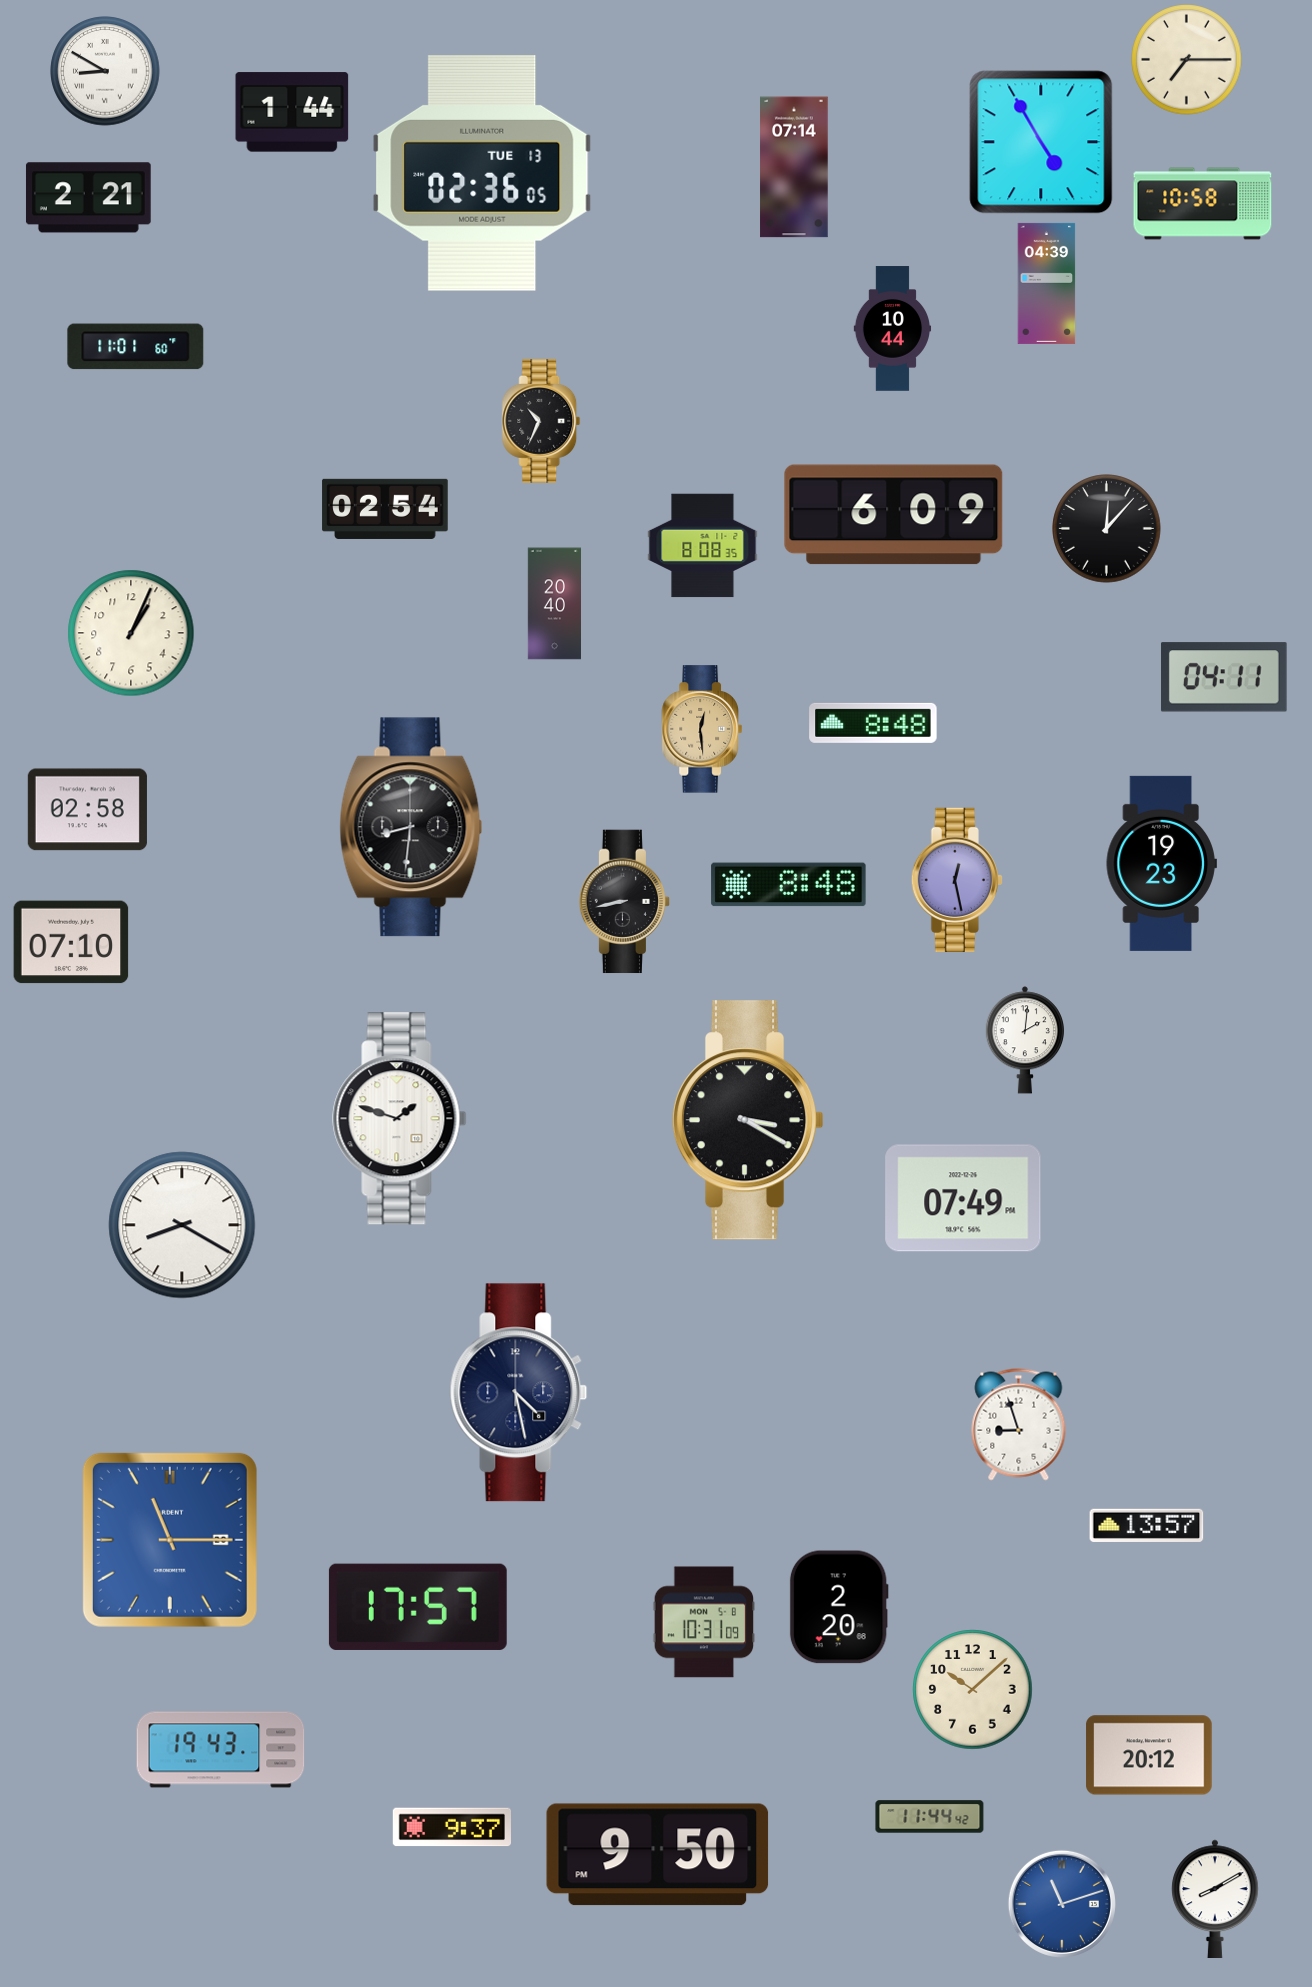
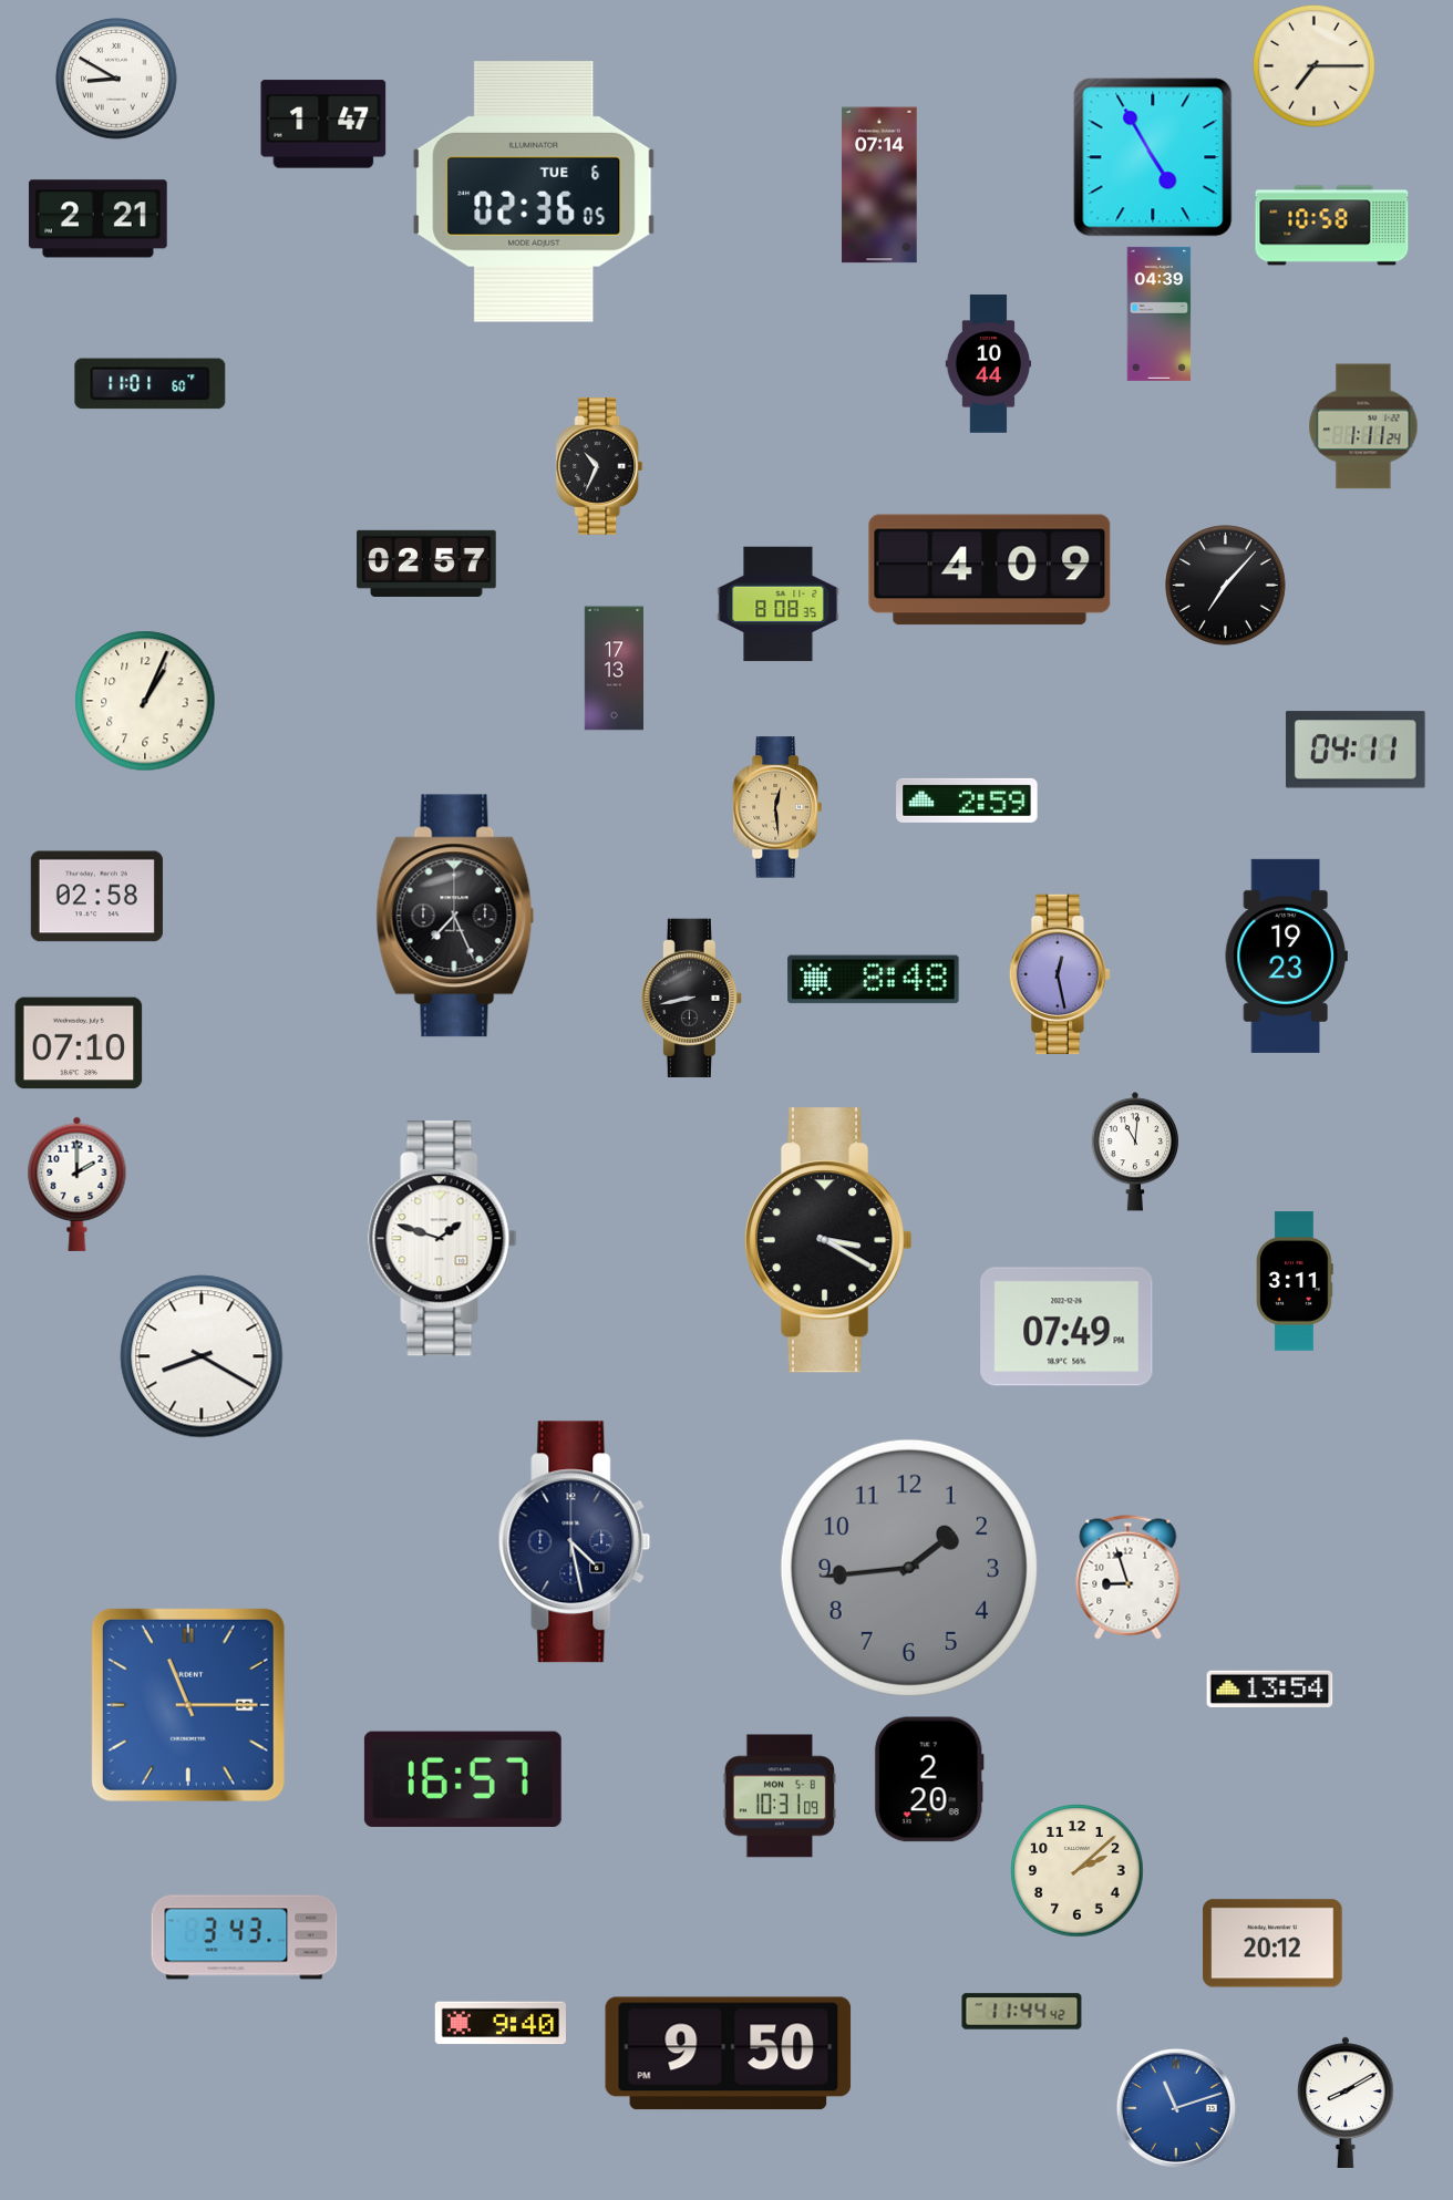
clock at (292, 112): 1:44 -> 1:47
clock at (482, 174) date: TUE 13 -> TUE 6
clock at (1363, 426): none -> 1:11
clock at (385, 509): 02:54 -> 02:57
clock at (894, 515): 6:09 -> 4:09
clock at (1107, 529): 12:07 -> 7:07
clock at (554, 604): 20:40 -> 17:13
clock at (873, 723): 8:48 -> 2:59
clock at (411, 827): 8:31 -> 7:26
clock at (1025, 1040): 2:01 -> 11:01
clock at (78, 1184): none -> 2:00
clock at (1296, 1281): none -> 3:11
clock at (909, 1568): none -> 1:44
clock at (1147, 1525): 13:57 -> 13:54
clock at (418, 1607): 17:57 -> 16:57
clock at (973, 1690): 10:08 -> 2:08
clock at (221, 1750): 19:43 -> 3:43
clock at (930, 1817) position: (930, 1817) -> (1022, 2012)
clock at (451, 1827): 9:37 -> 9:40
